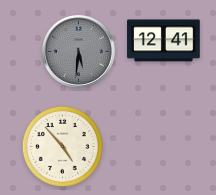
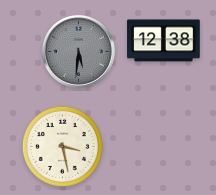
clock at (164, 41): 12:41 -> 12:38
clock at (62, 146): 4:53 -> 3:28
